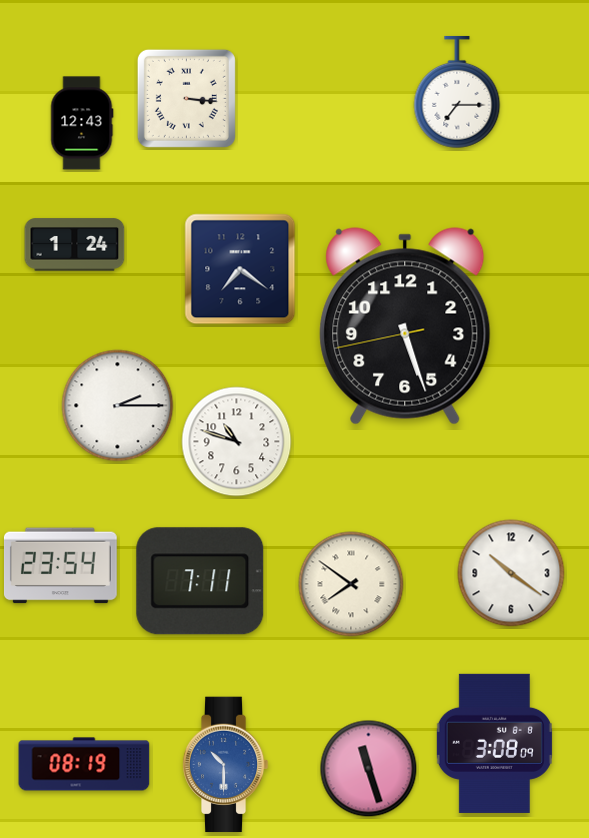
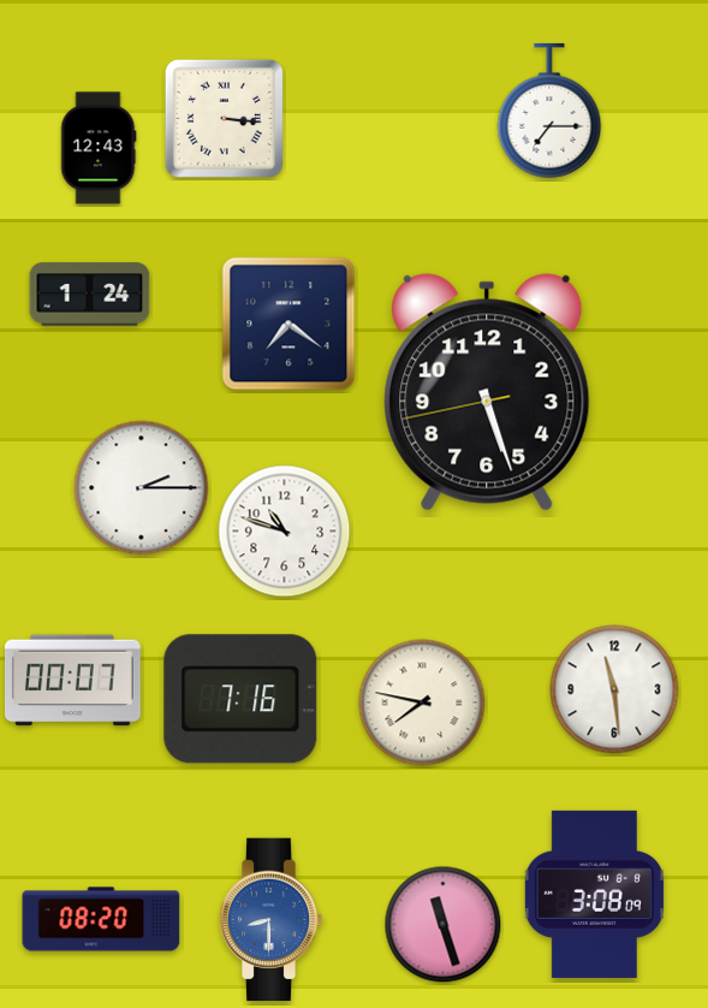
clock at (60, 566): 23:54 -> 00:07
clock at (511, 573): 10:21 -> 11:29
clock at (200, 581): 7:11 -> 7:16
clock at (351, 584): 7:51 -> 7:47
clock at (84, 764): 08:19 -> 08:20
clock at (225, 765): 10:30 -> 8:30
